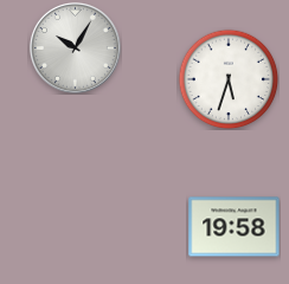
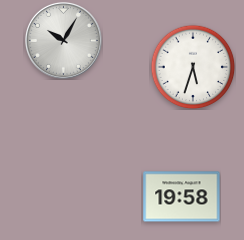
clock at (235, 227) position: (235, 227) -> (182, 197)
